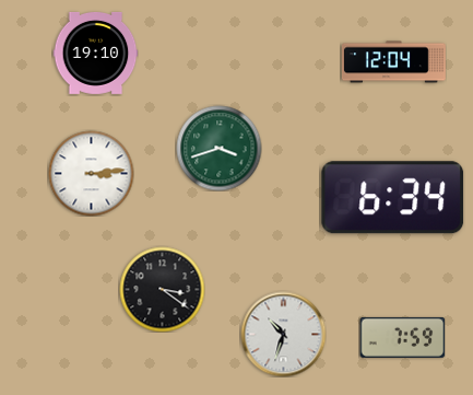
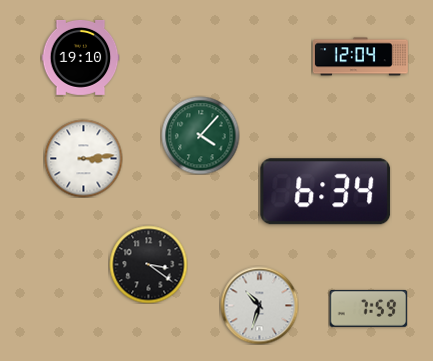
clock at (95, 53) position: (95, 53) -> (80, 57)
clock at (218, 148): 3:42 -> 4:07
clock at (393, 198) position: (393, 198) -> (326, 192)
